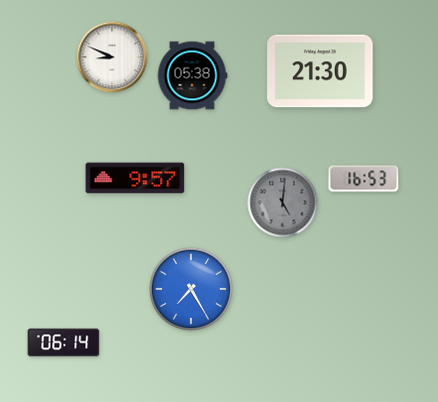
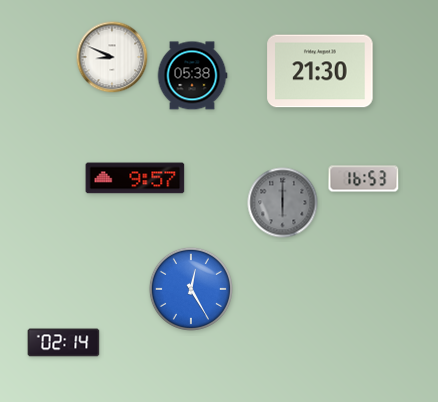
clock at (283, 203): 5:01 -> 6:00
clock at (191, 289): 7:25 -> 12:25
clock at (64, 343): 06:14 -> 02:14
